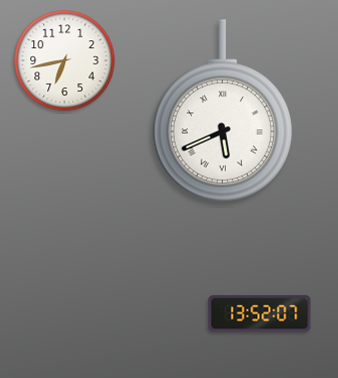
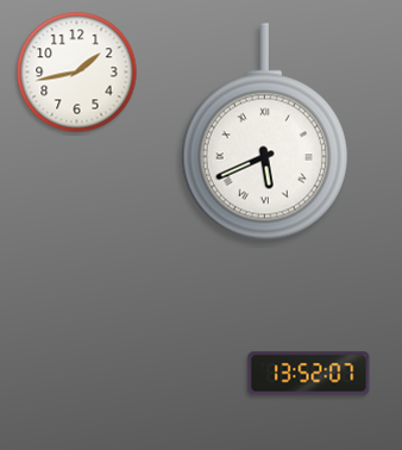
clock at (65, 61): 6:43 -> 1:43
